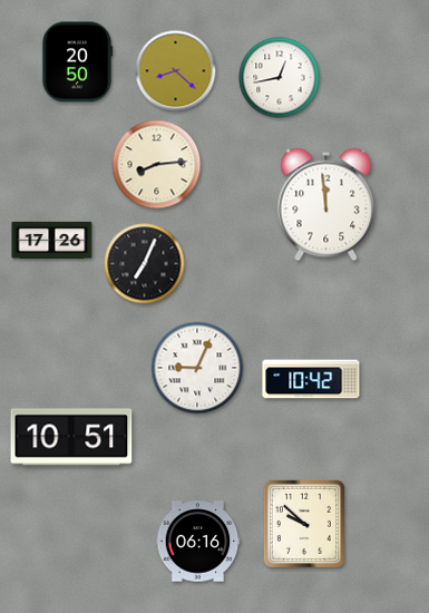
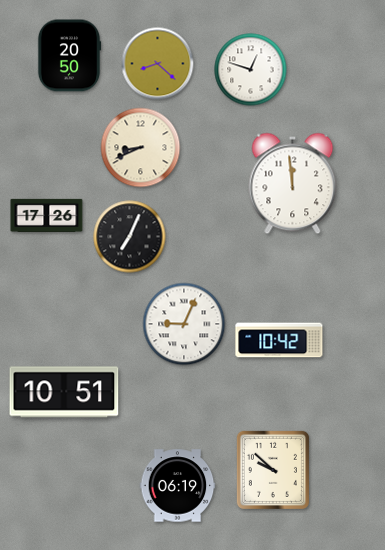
clock at (280, 78): 12:43 -> 12:48
clock at (157, 165): 8:14 -> 8:41
clock at (197, 368) position: (197, 368) -> (184, 324)
clock at (198, 542): 06:16 -> 06:19
